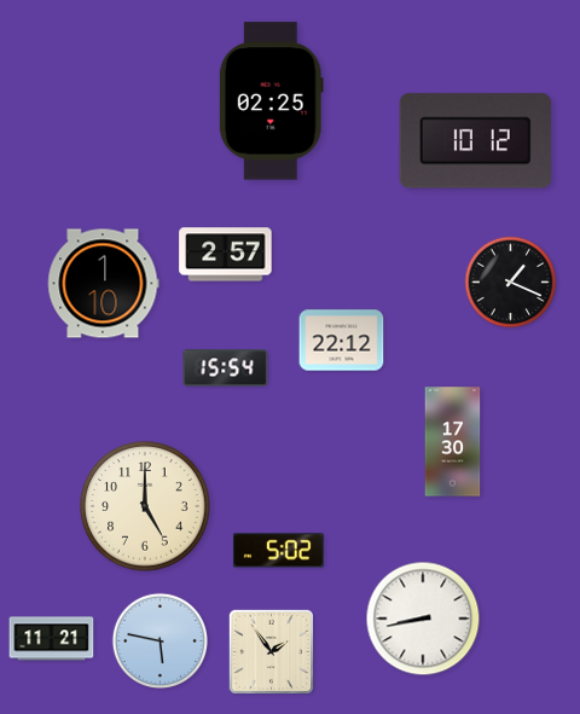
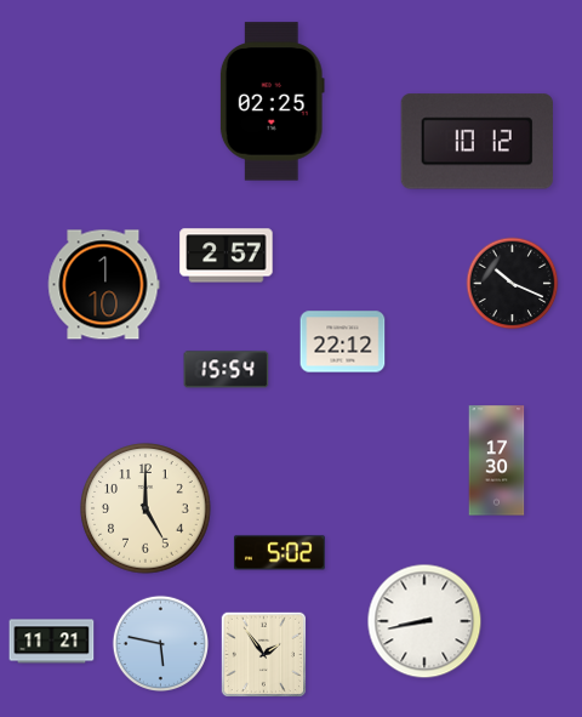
clock at (511, 283): 1:19 -> 10:19
clock at (453, 442) position: (453, 442) -> (497, 461)
clock at (272, 652) position: (272, 652) -> (264, 655)
